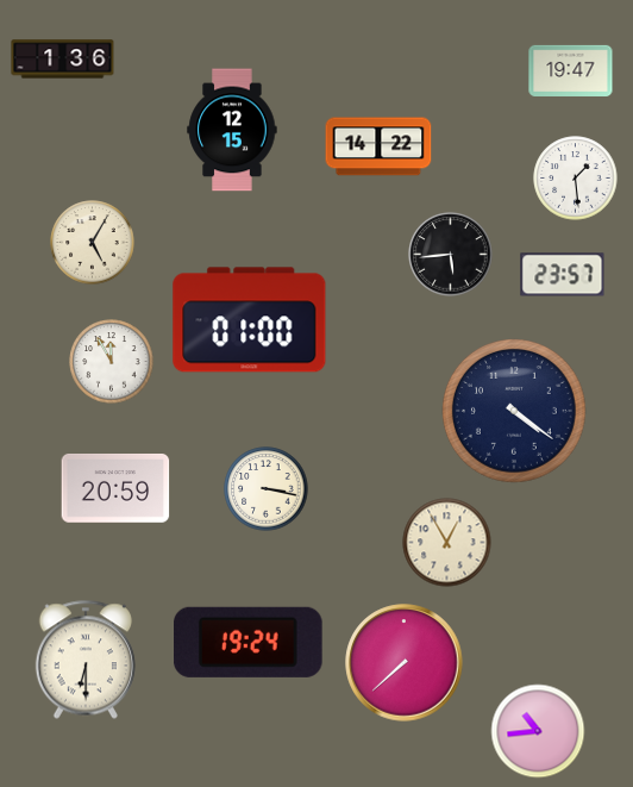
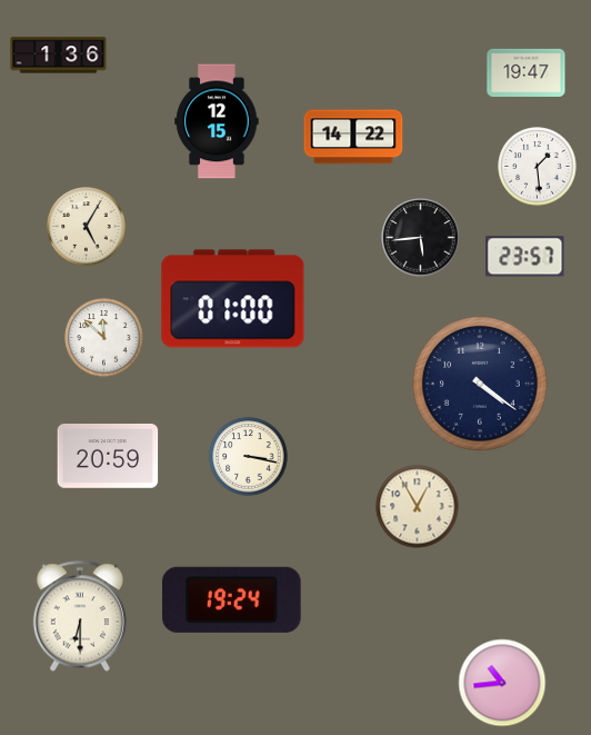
clock at (571, 70) position: (571, 70) -> (527, 72)
clock at (112, 362): 11:55 -> 11:52
clock at (405, 663): 7:38 -> none
